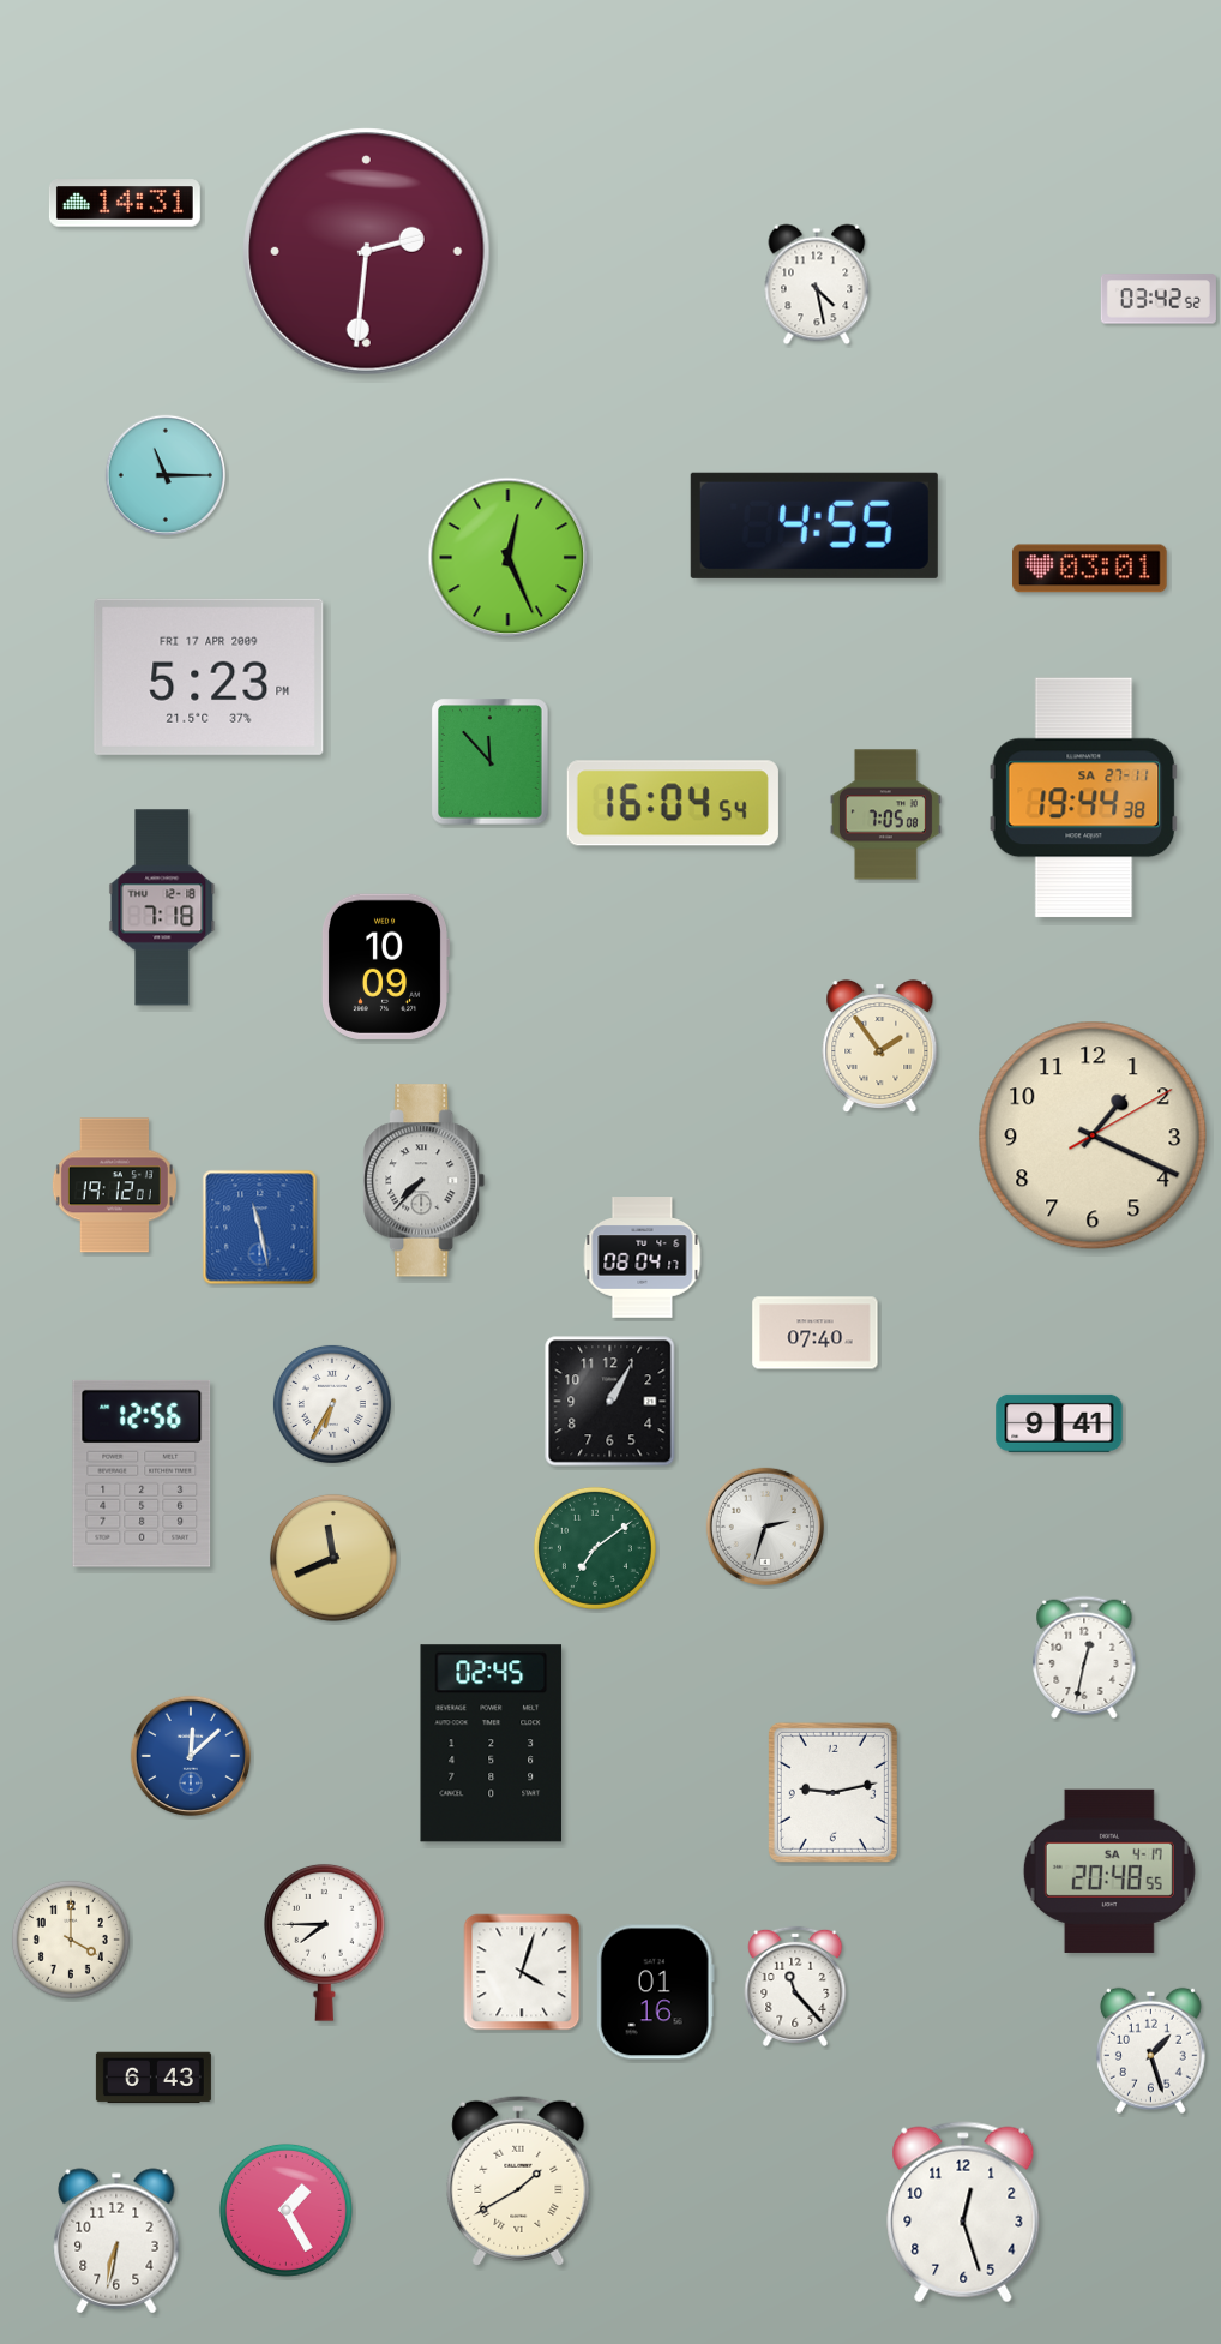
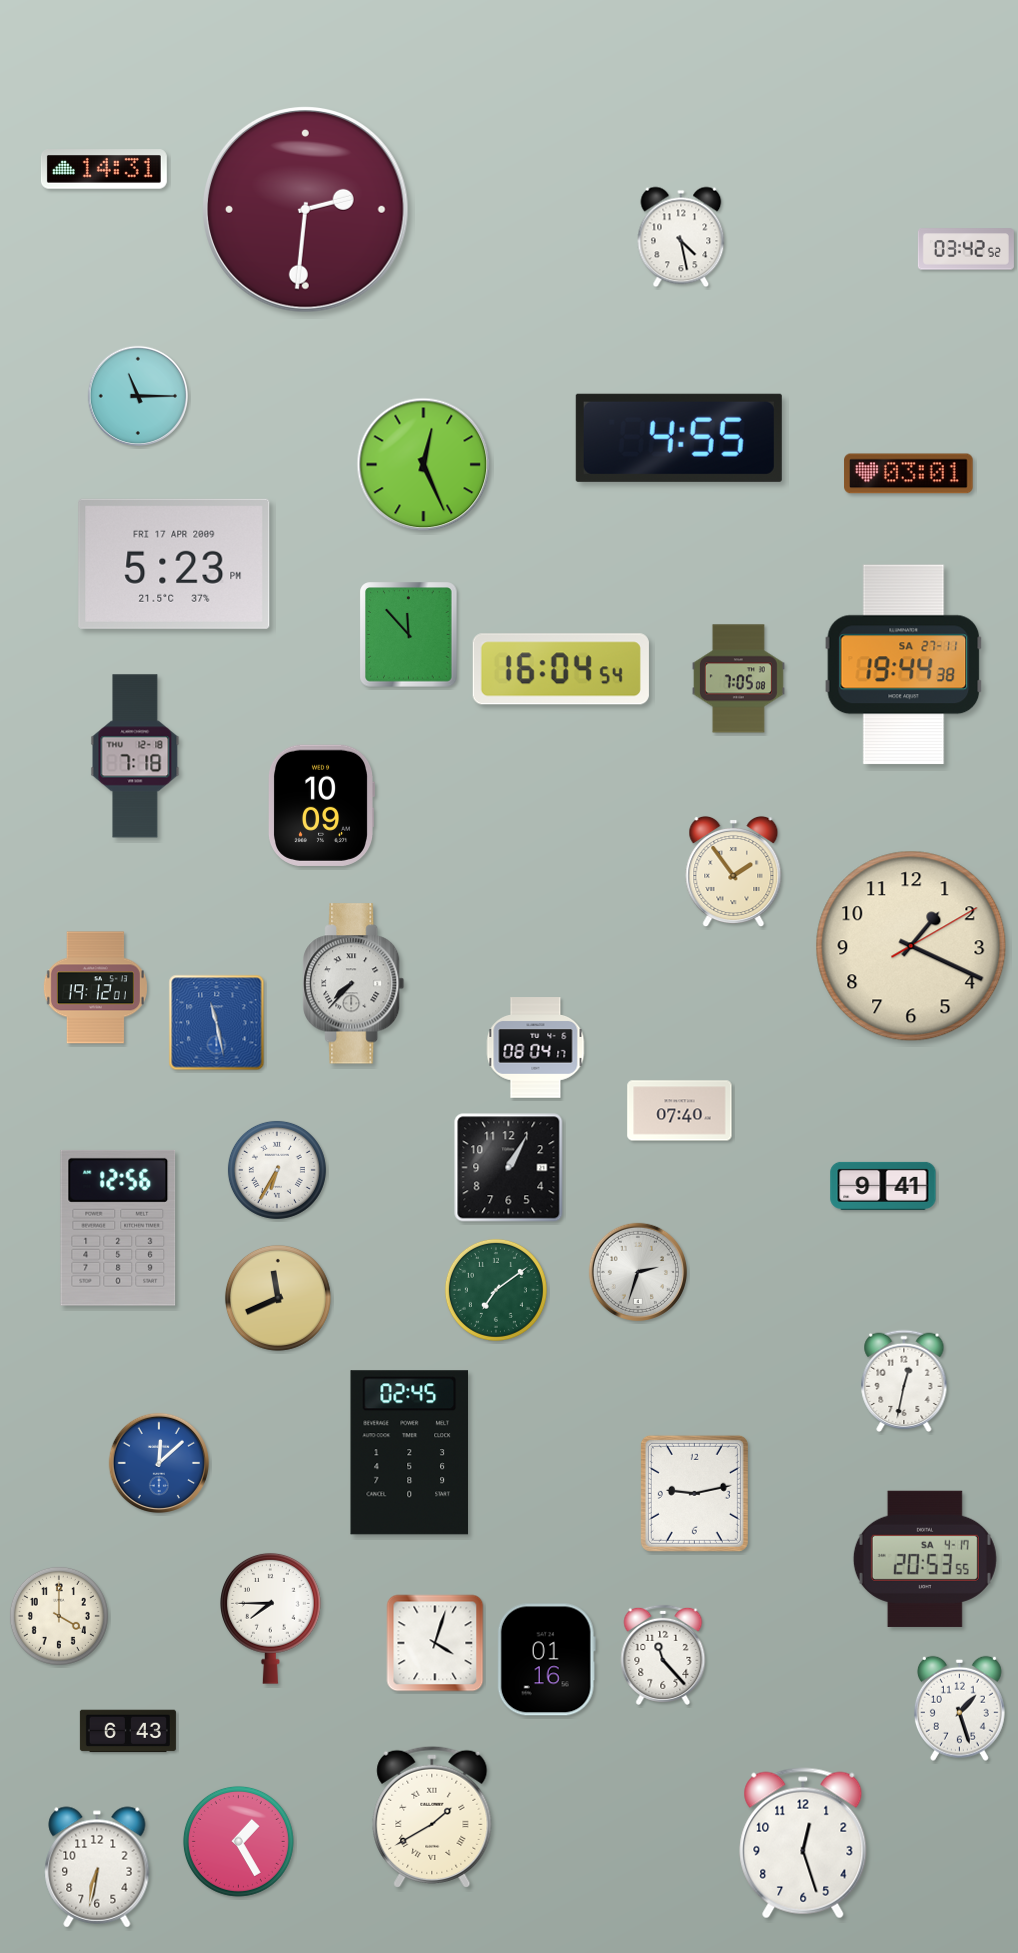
clock at (1109, 1871): 20:48 -> 20:53
